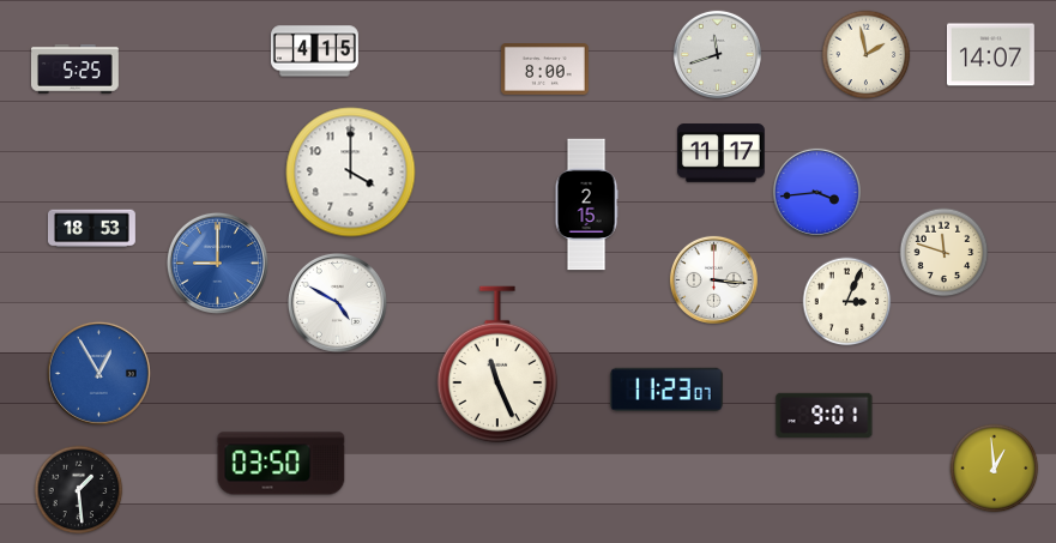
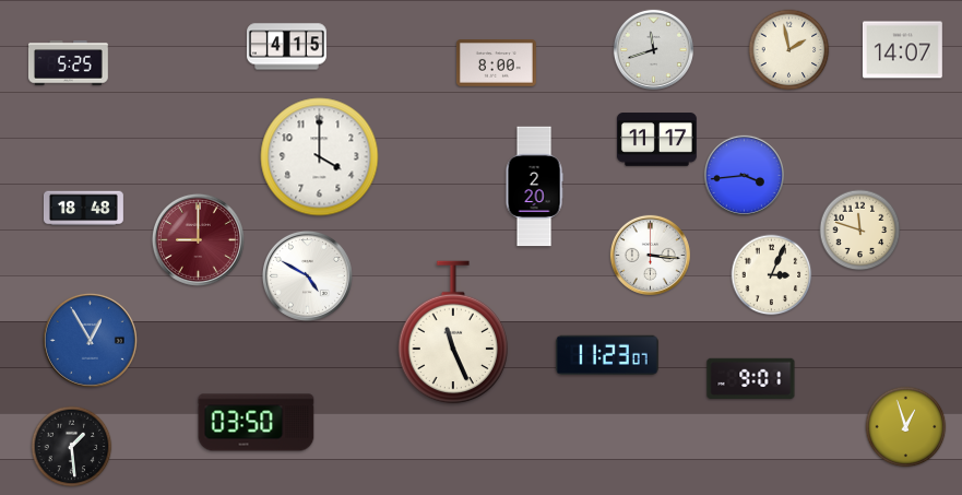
clock at (586, 205): 2:15 -> 2:20
clock at (91, 229): 18:53 -> 18:48
clock at (217, 263) dial: blue -> burgundy
clock at (995, 469): 12:59 -> 12:57
